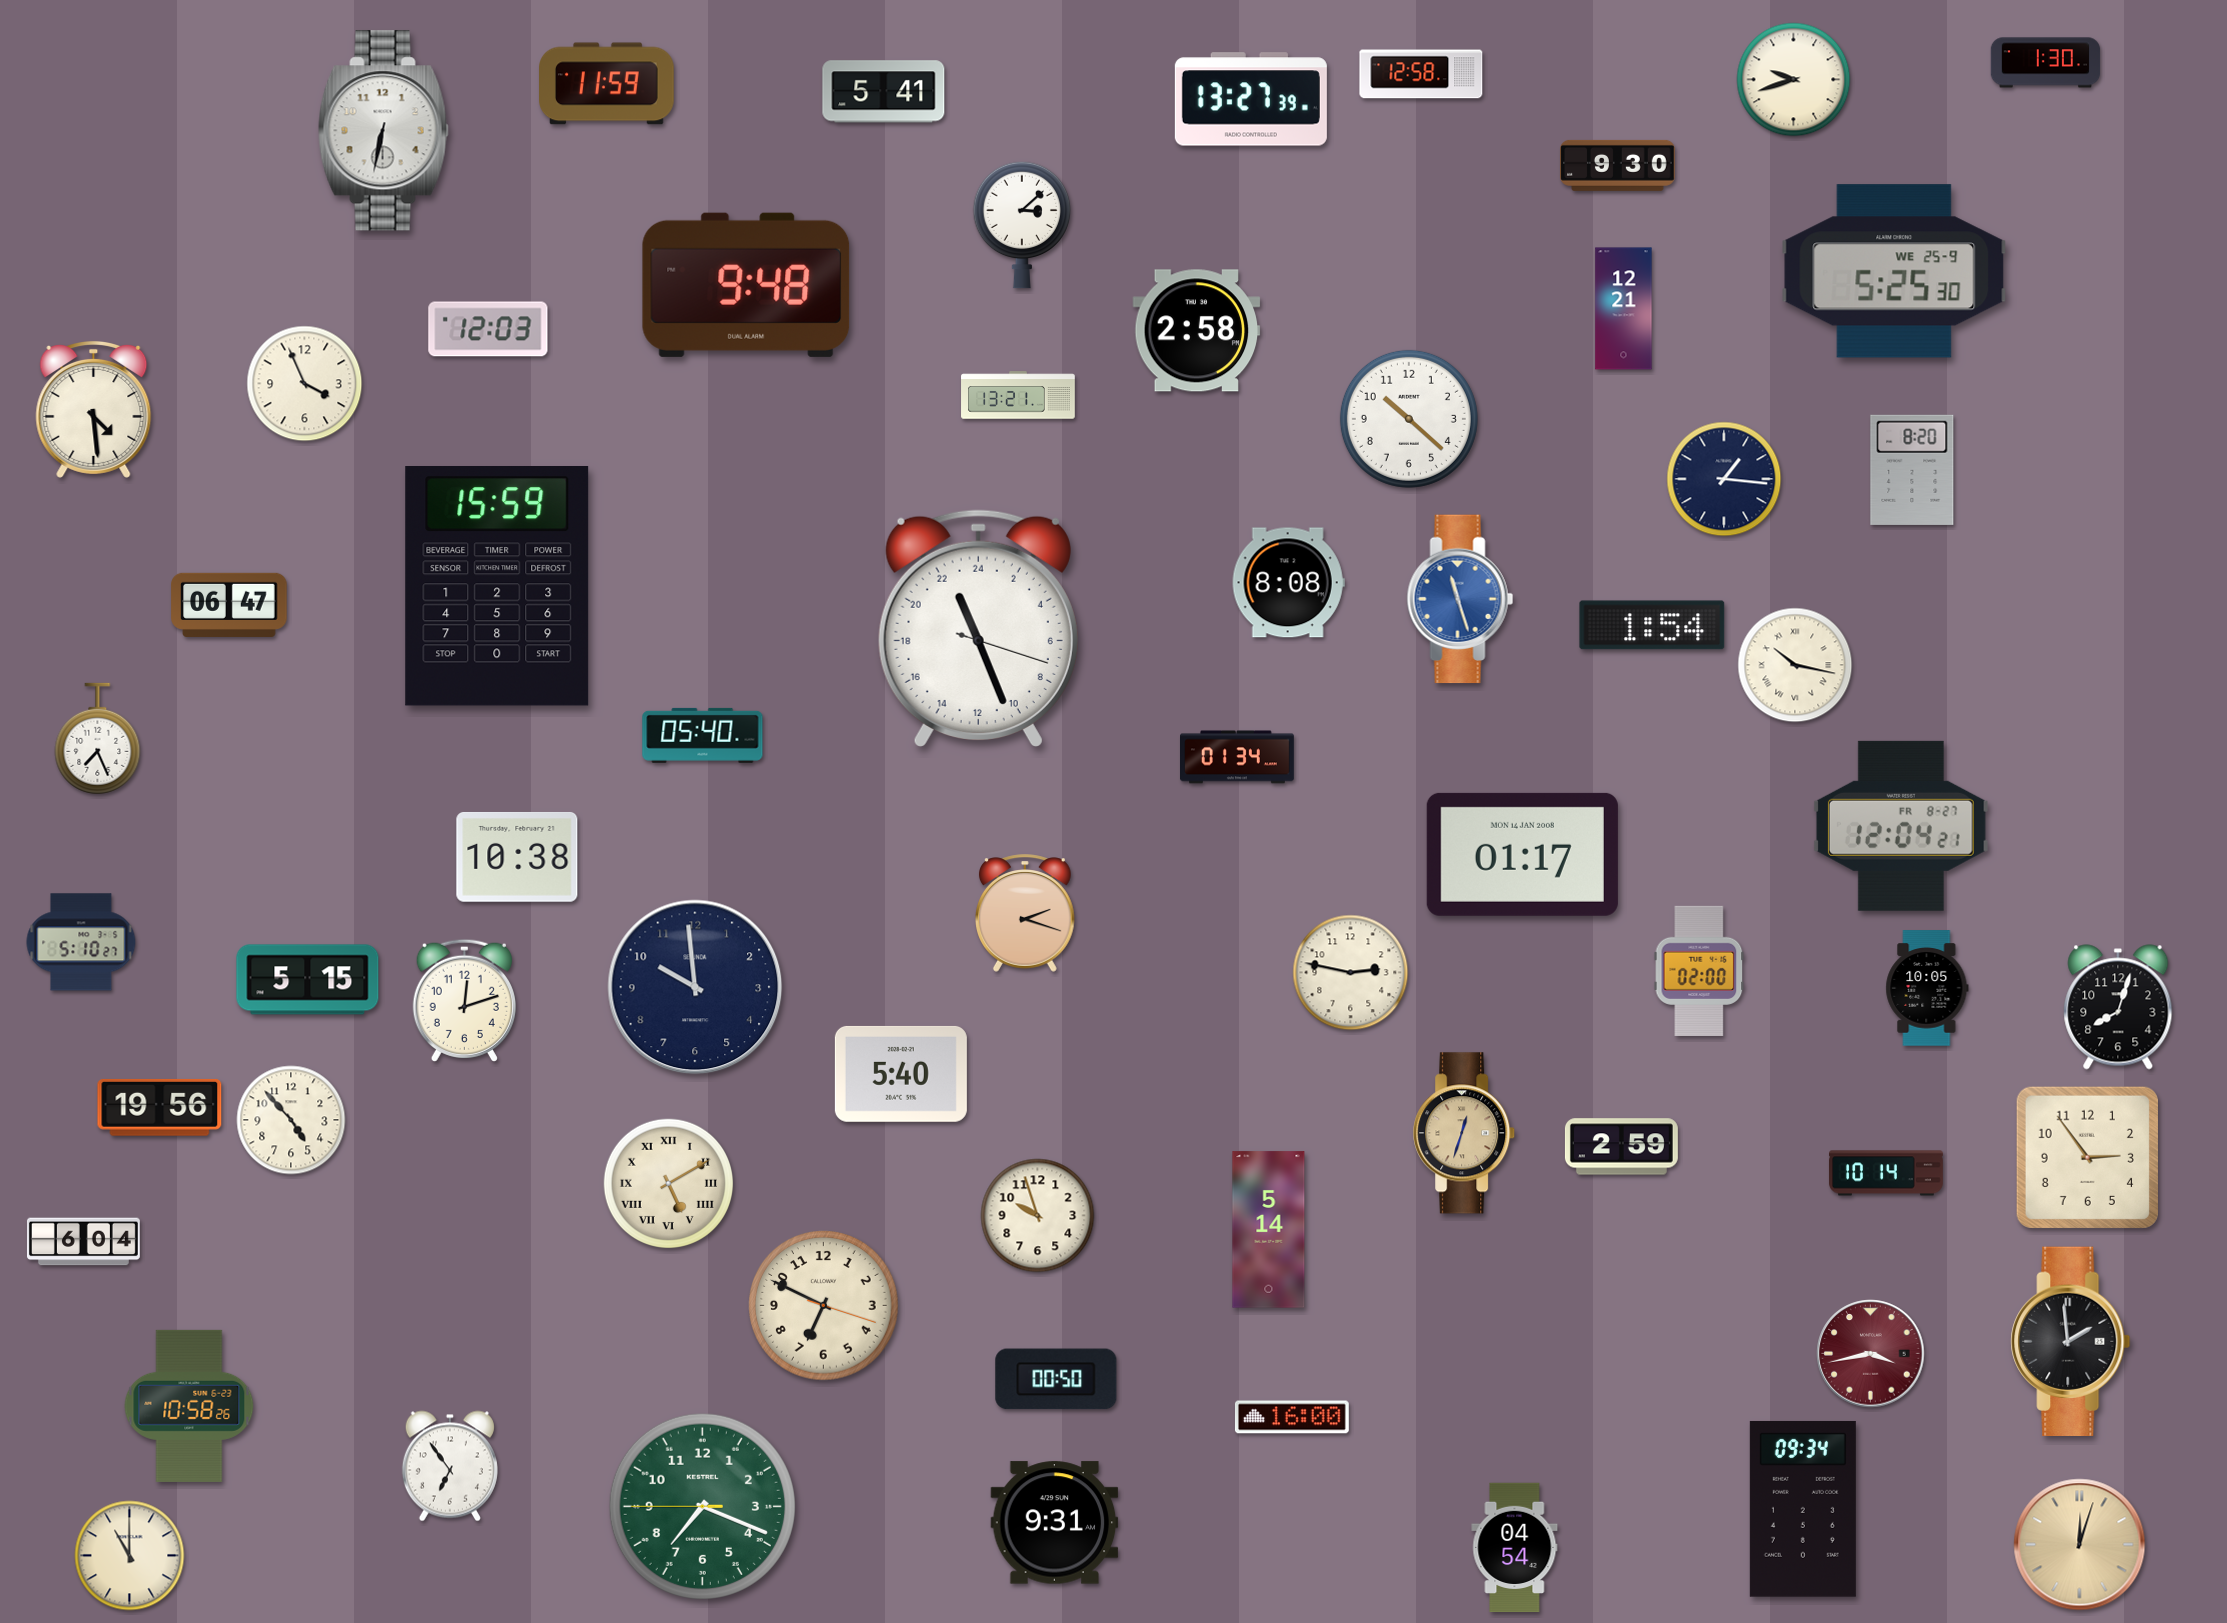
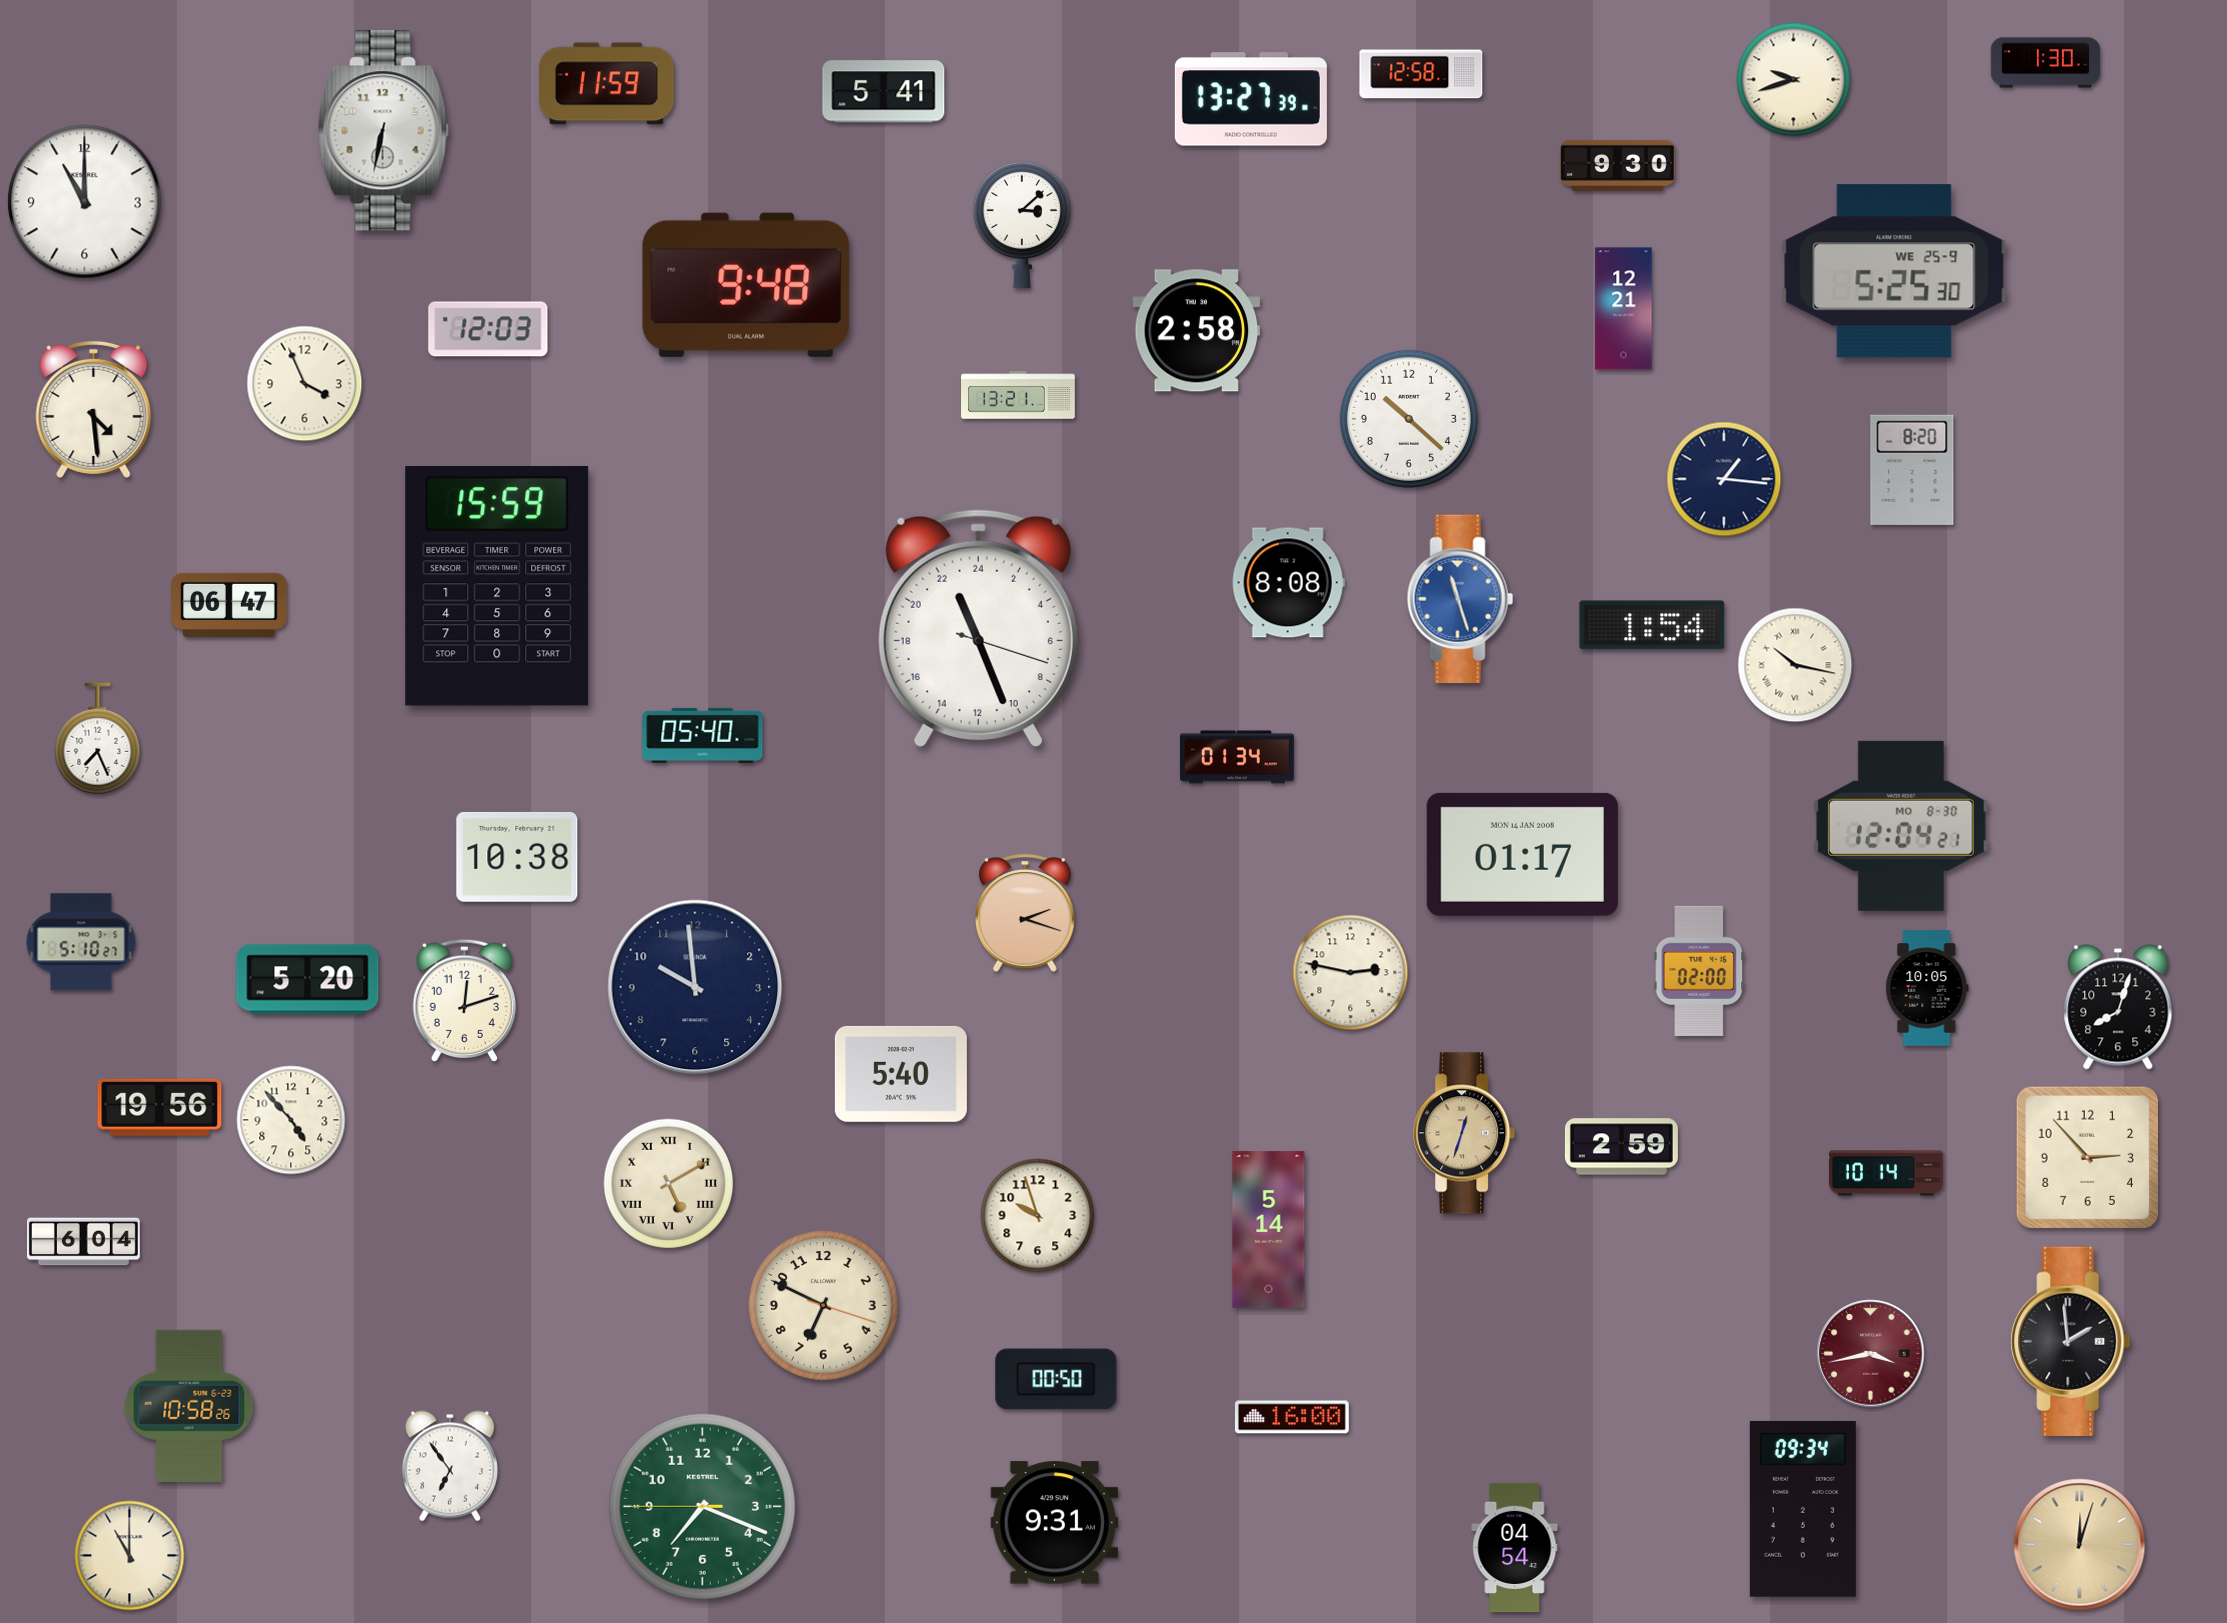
clock at (85, 202): none -> 11:00
clock at (1901, 826) date: FR 8-27 -> MO 8-30
clock at (308, 980): 5:15 -> 5:20
clock at (2087, 1157): 2:54 -> 2:53
